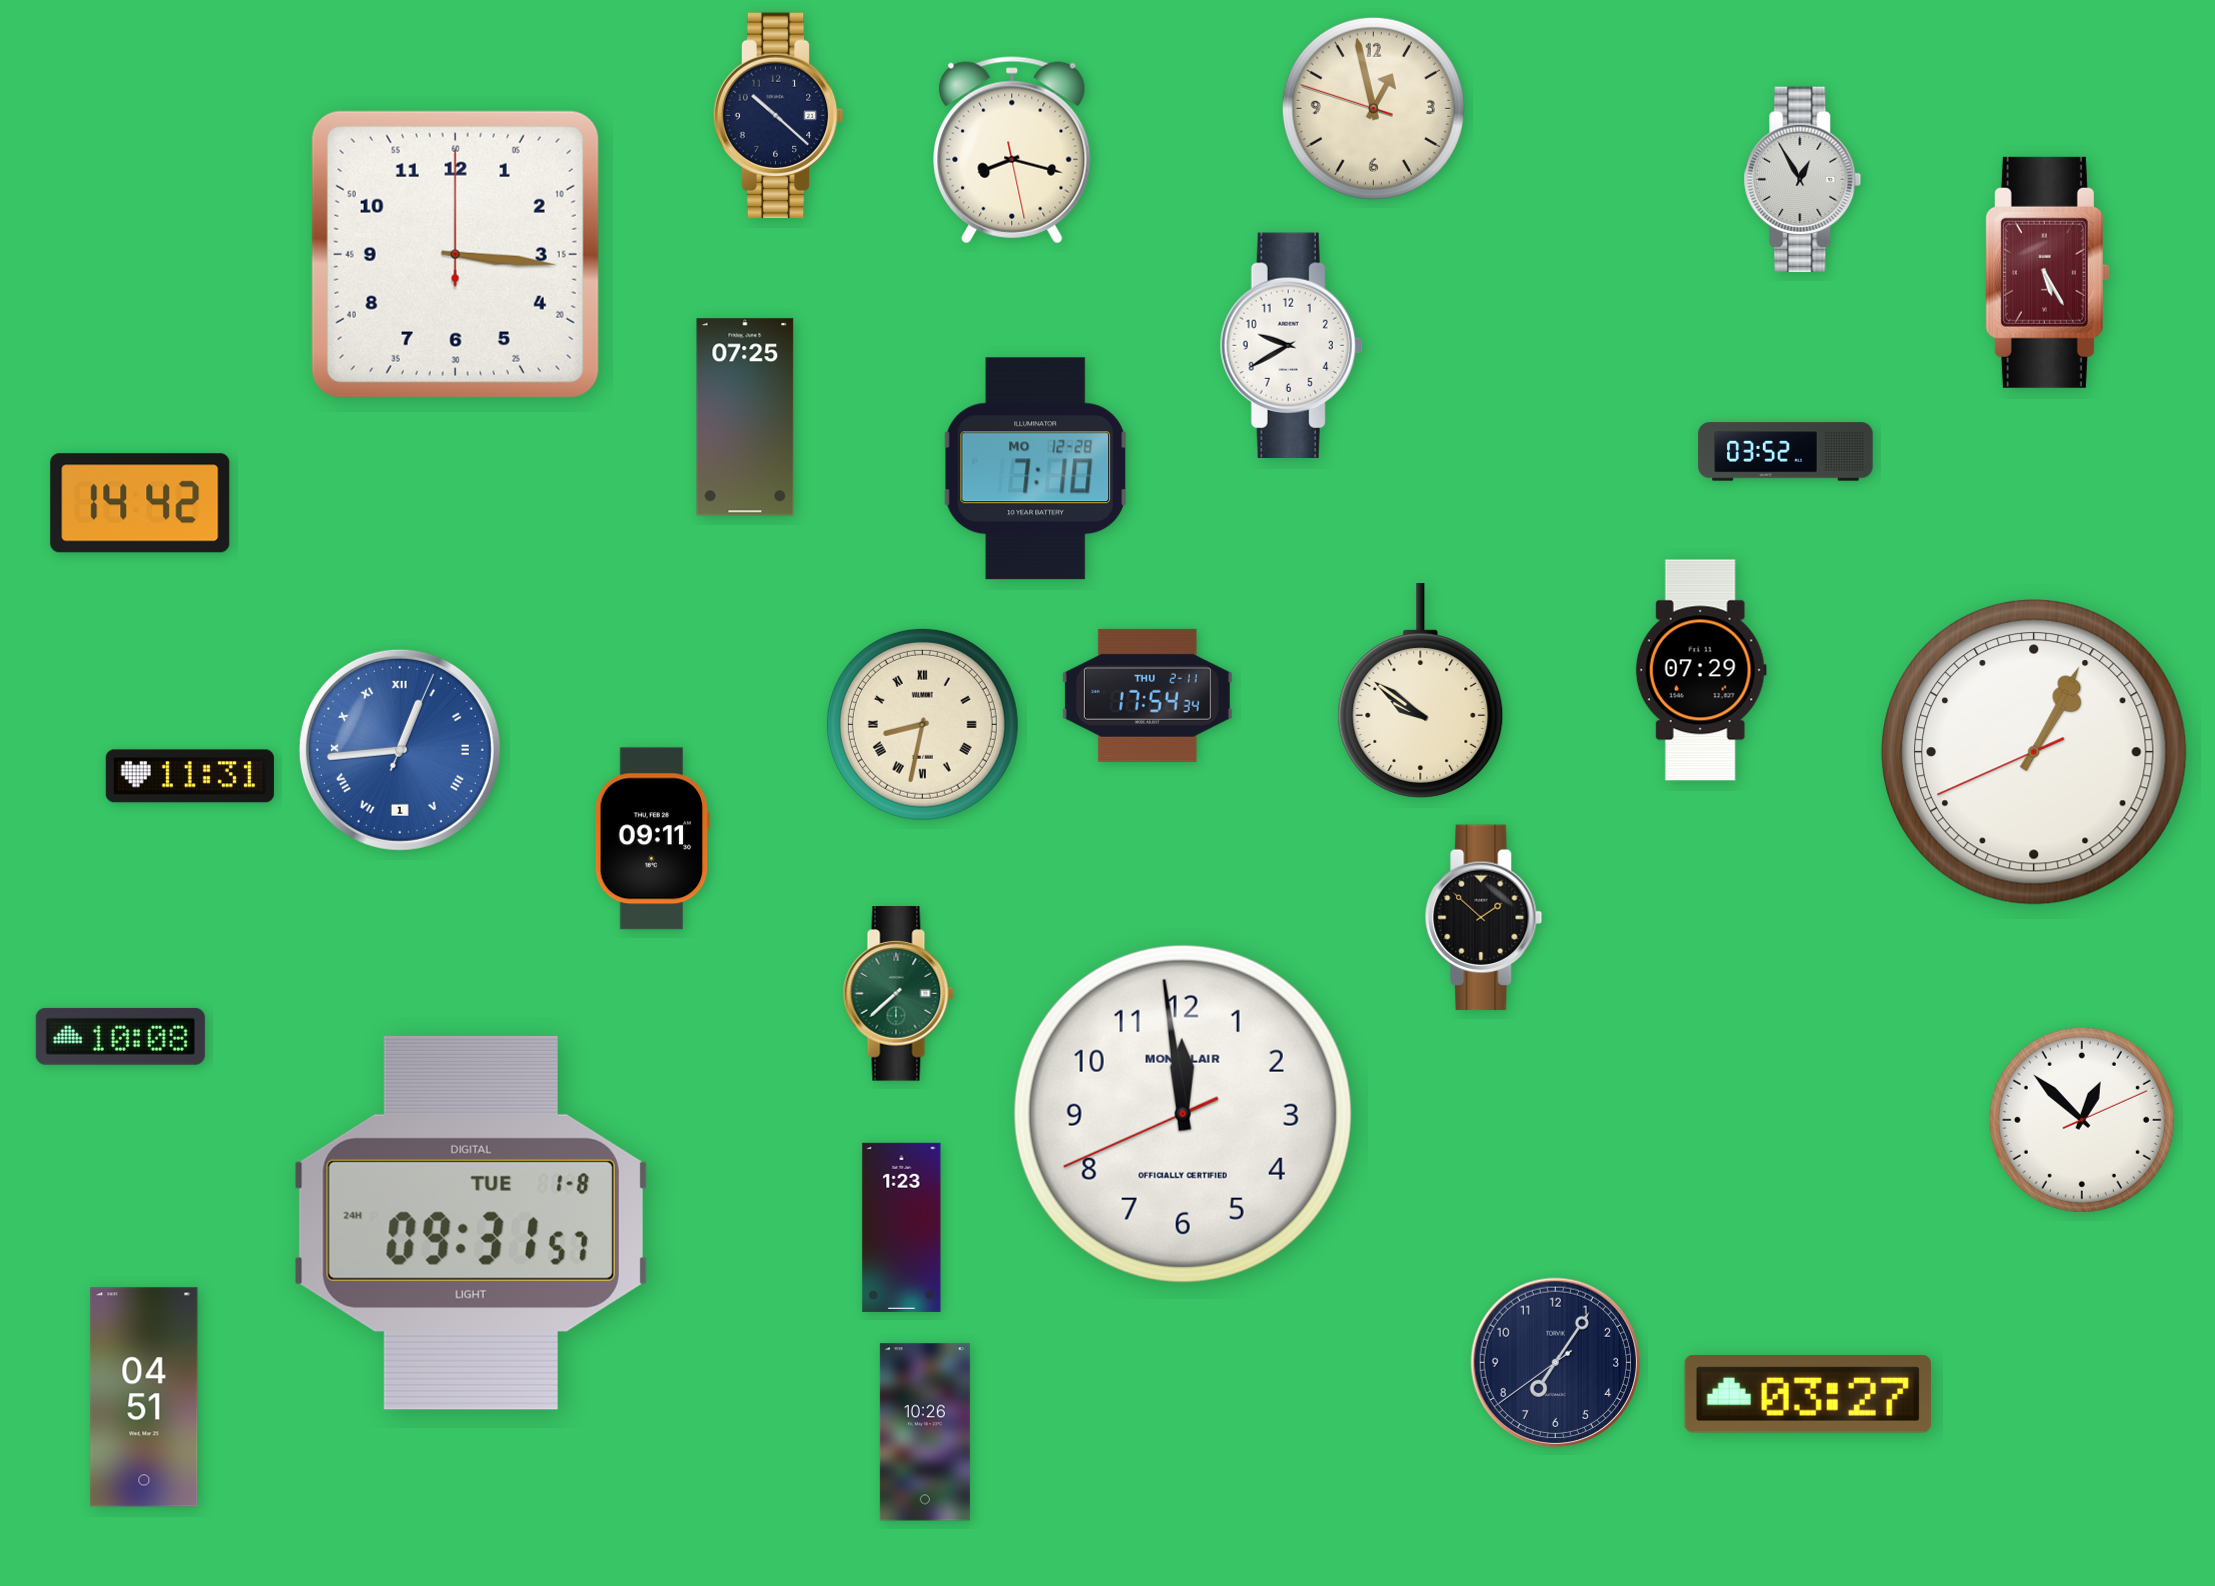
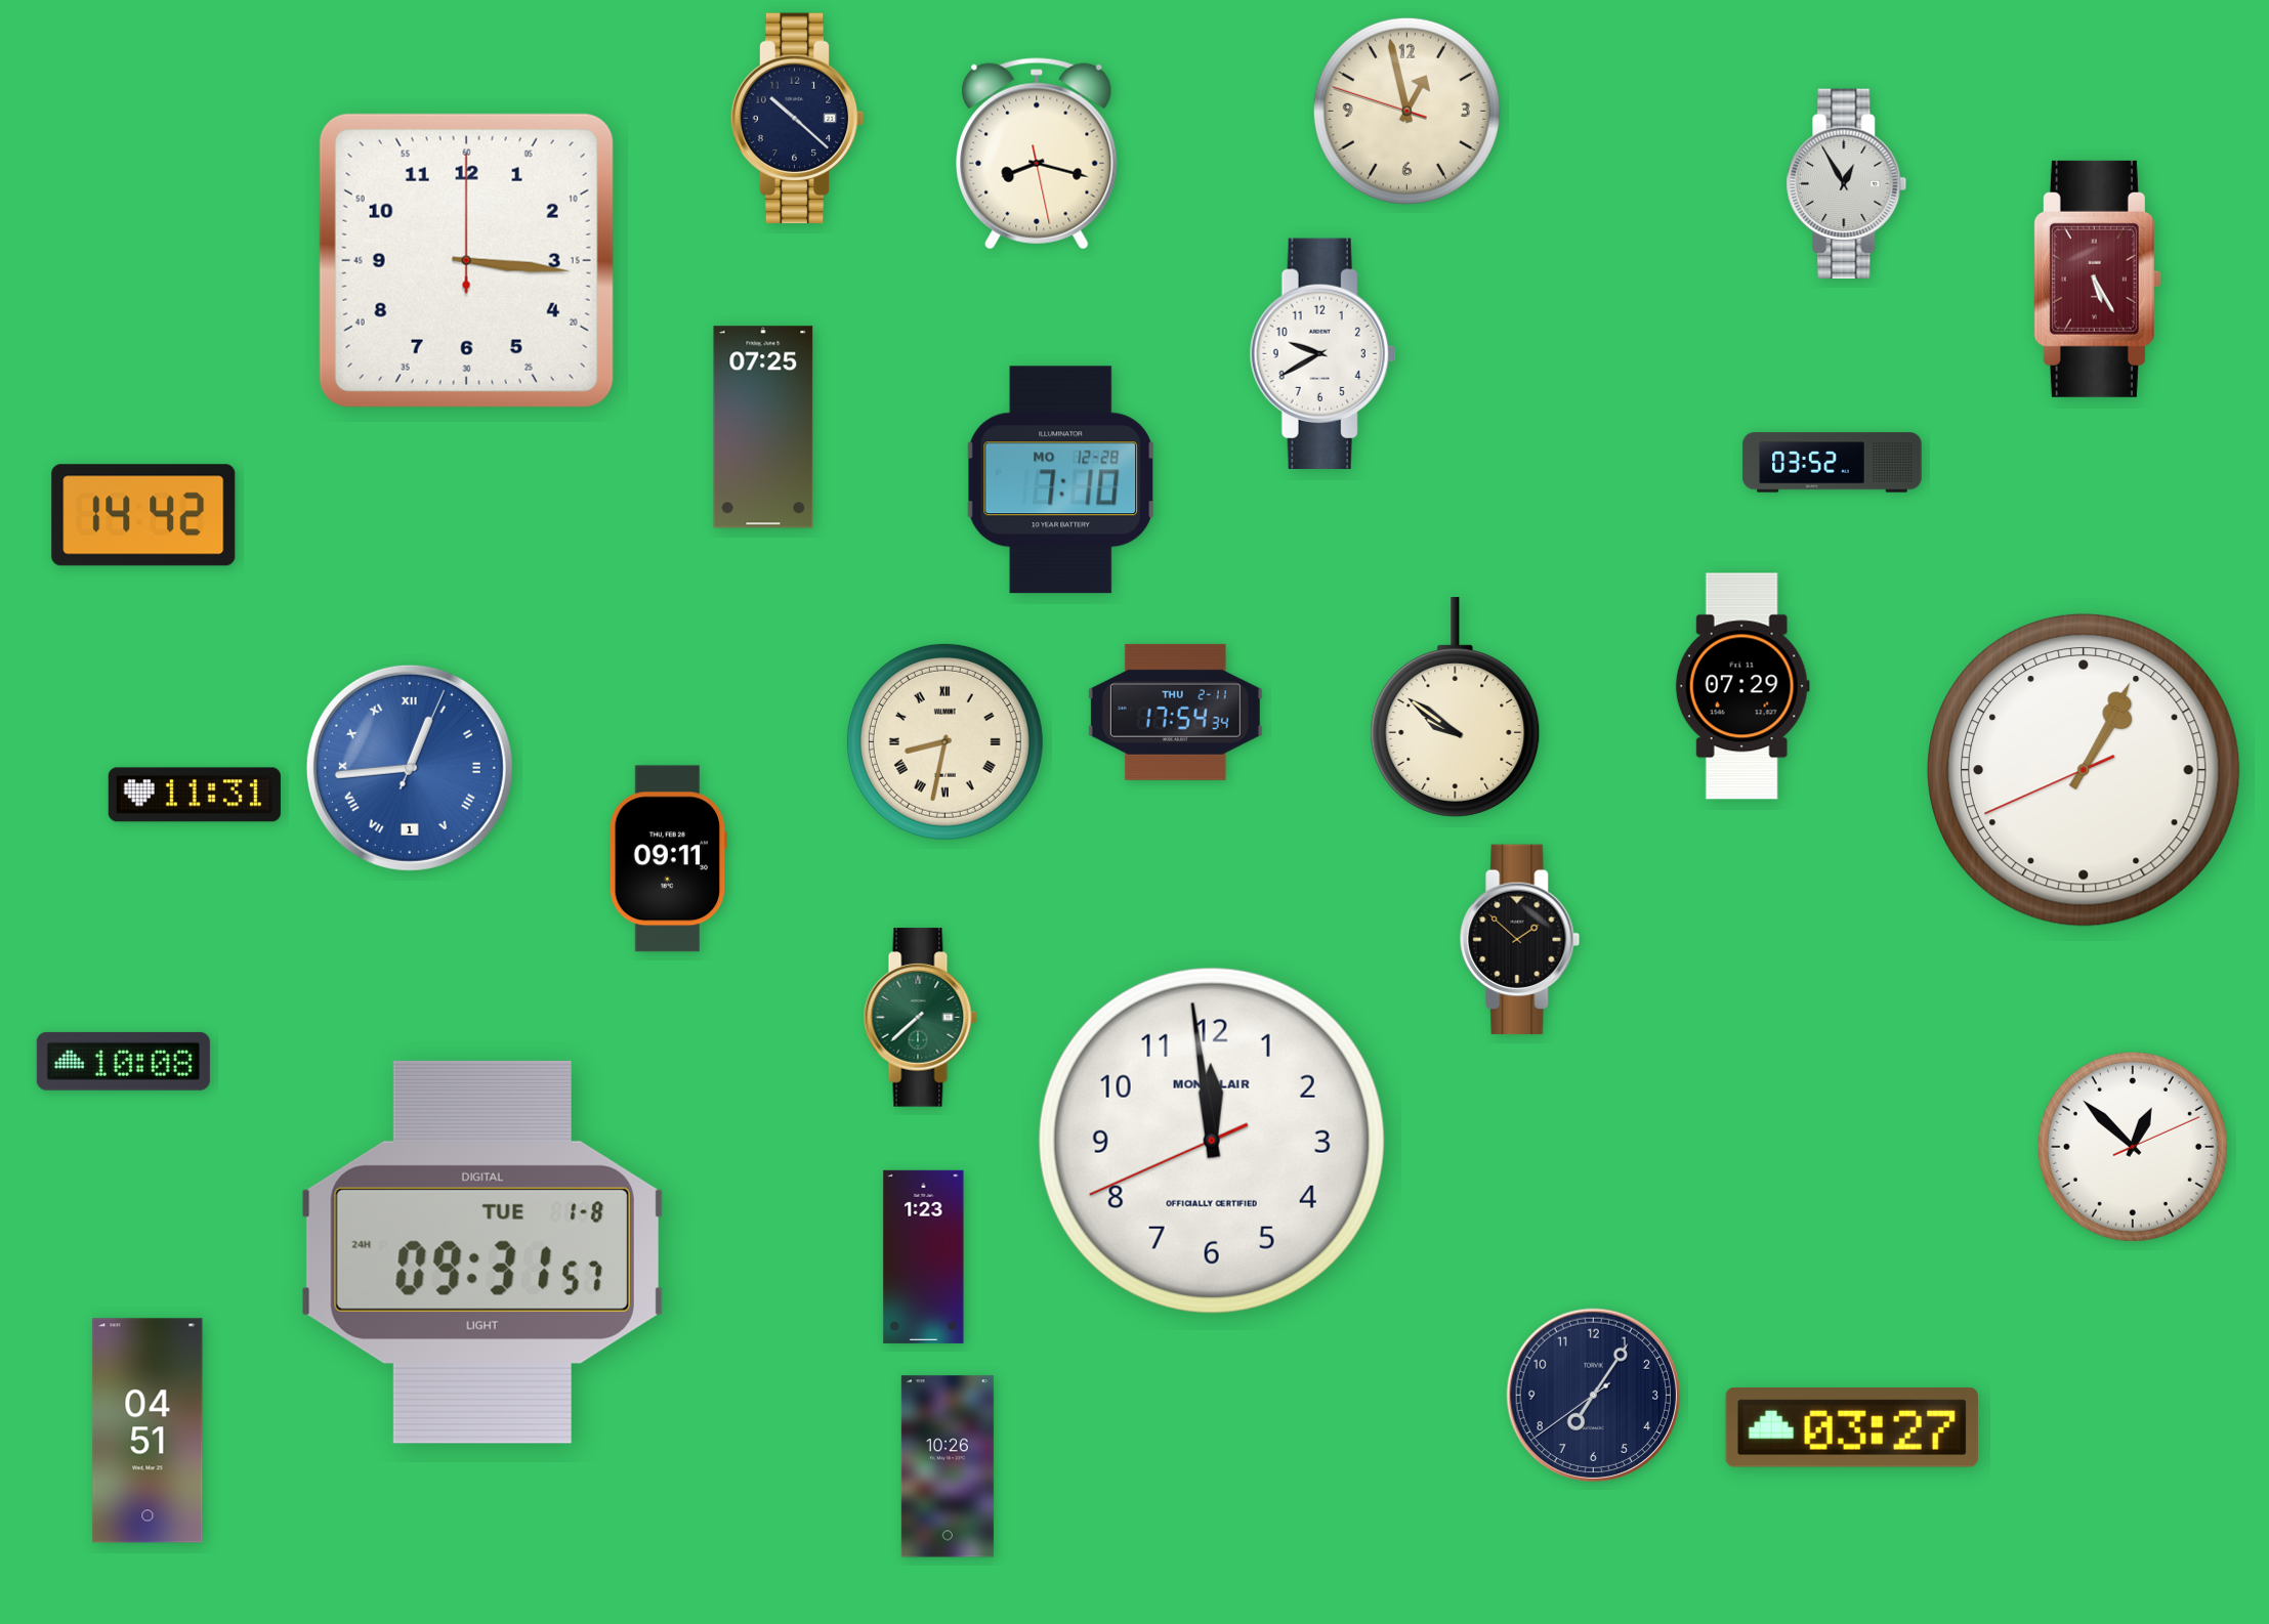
clock at (1786, 452) position: (1786, 452) -> (1833, 463)
